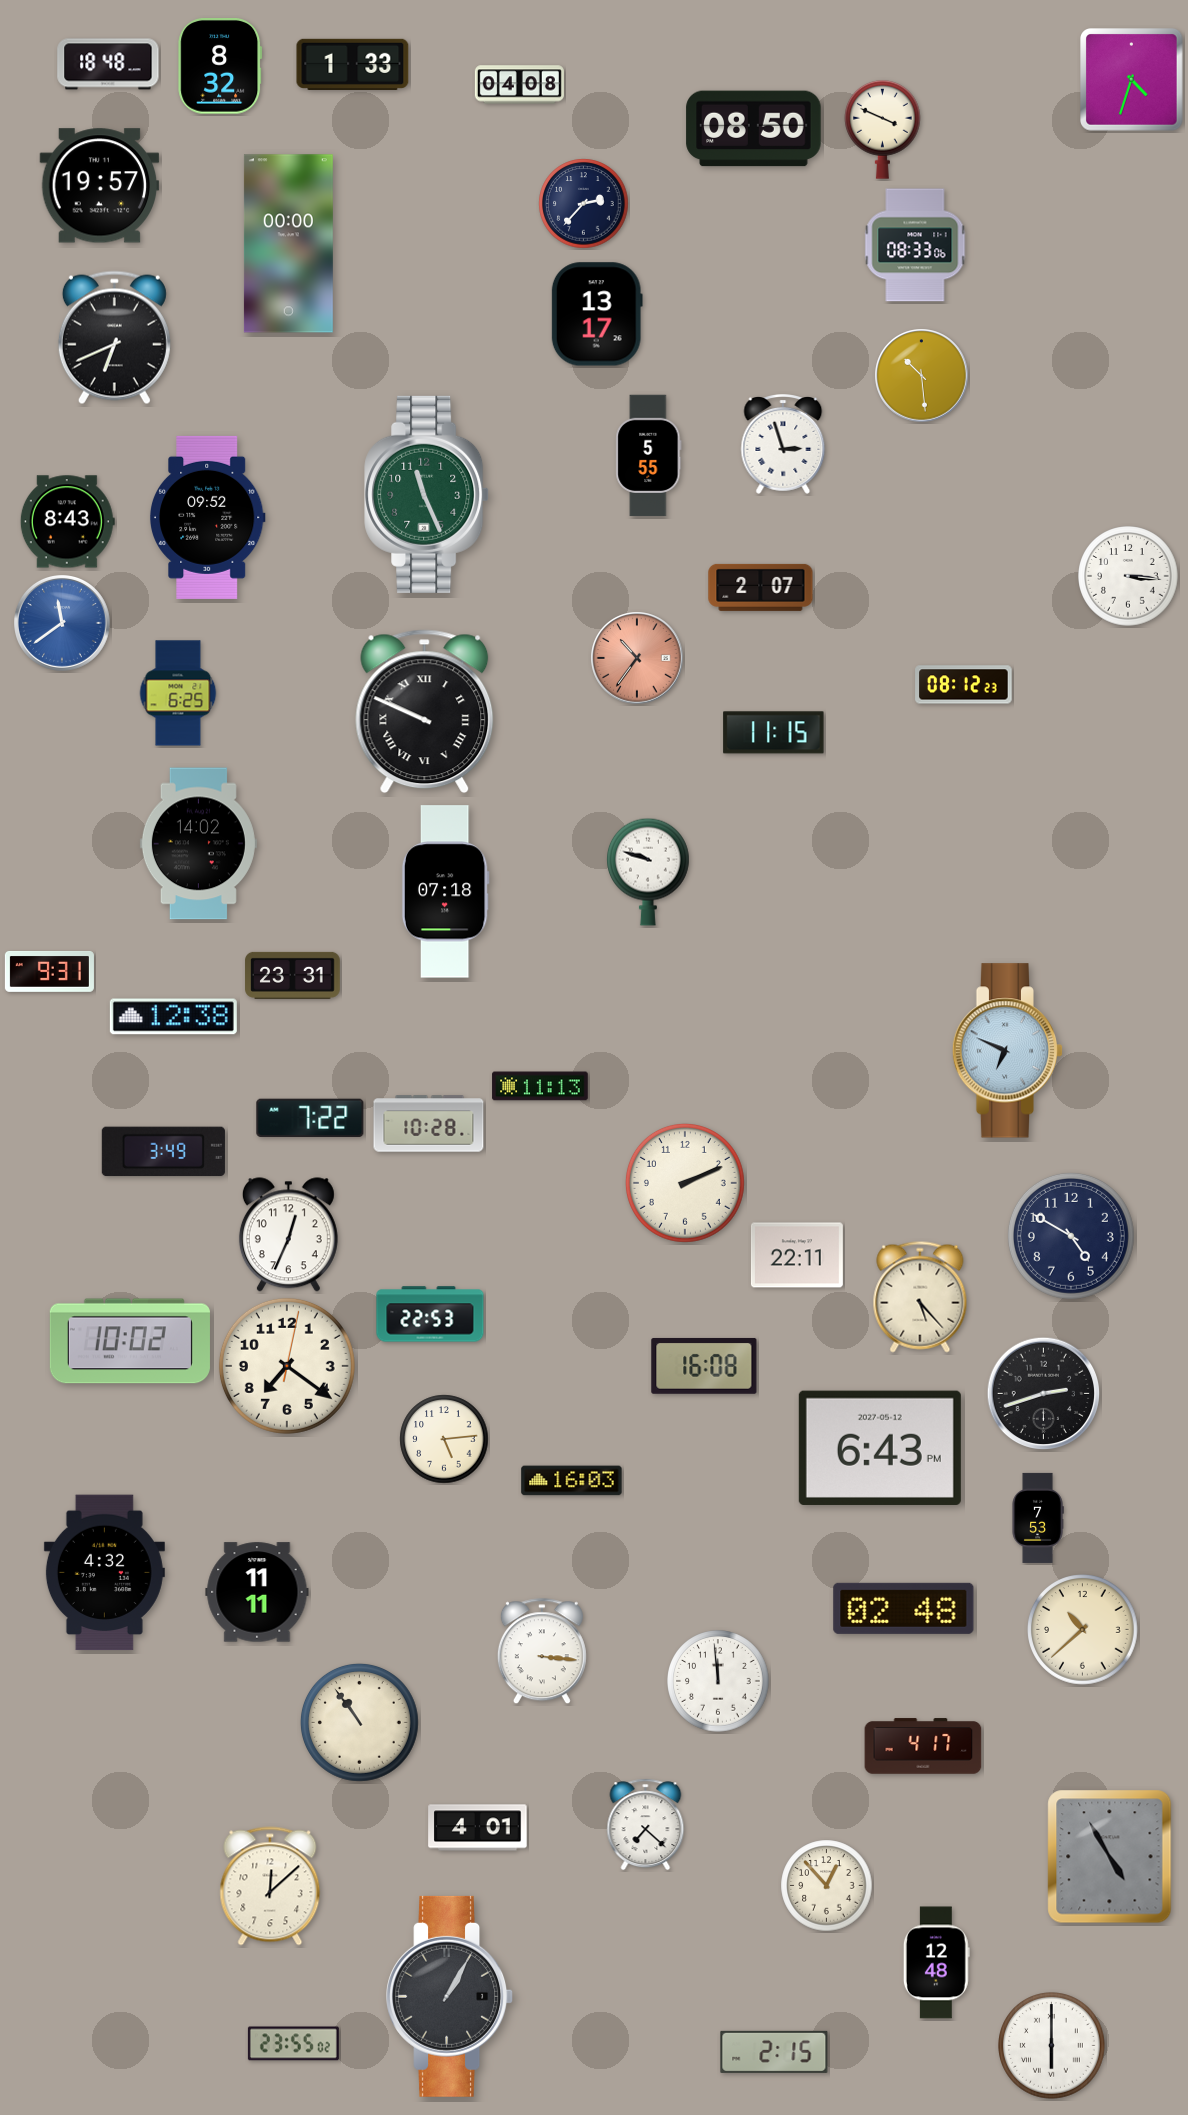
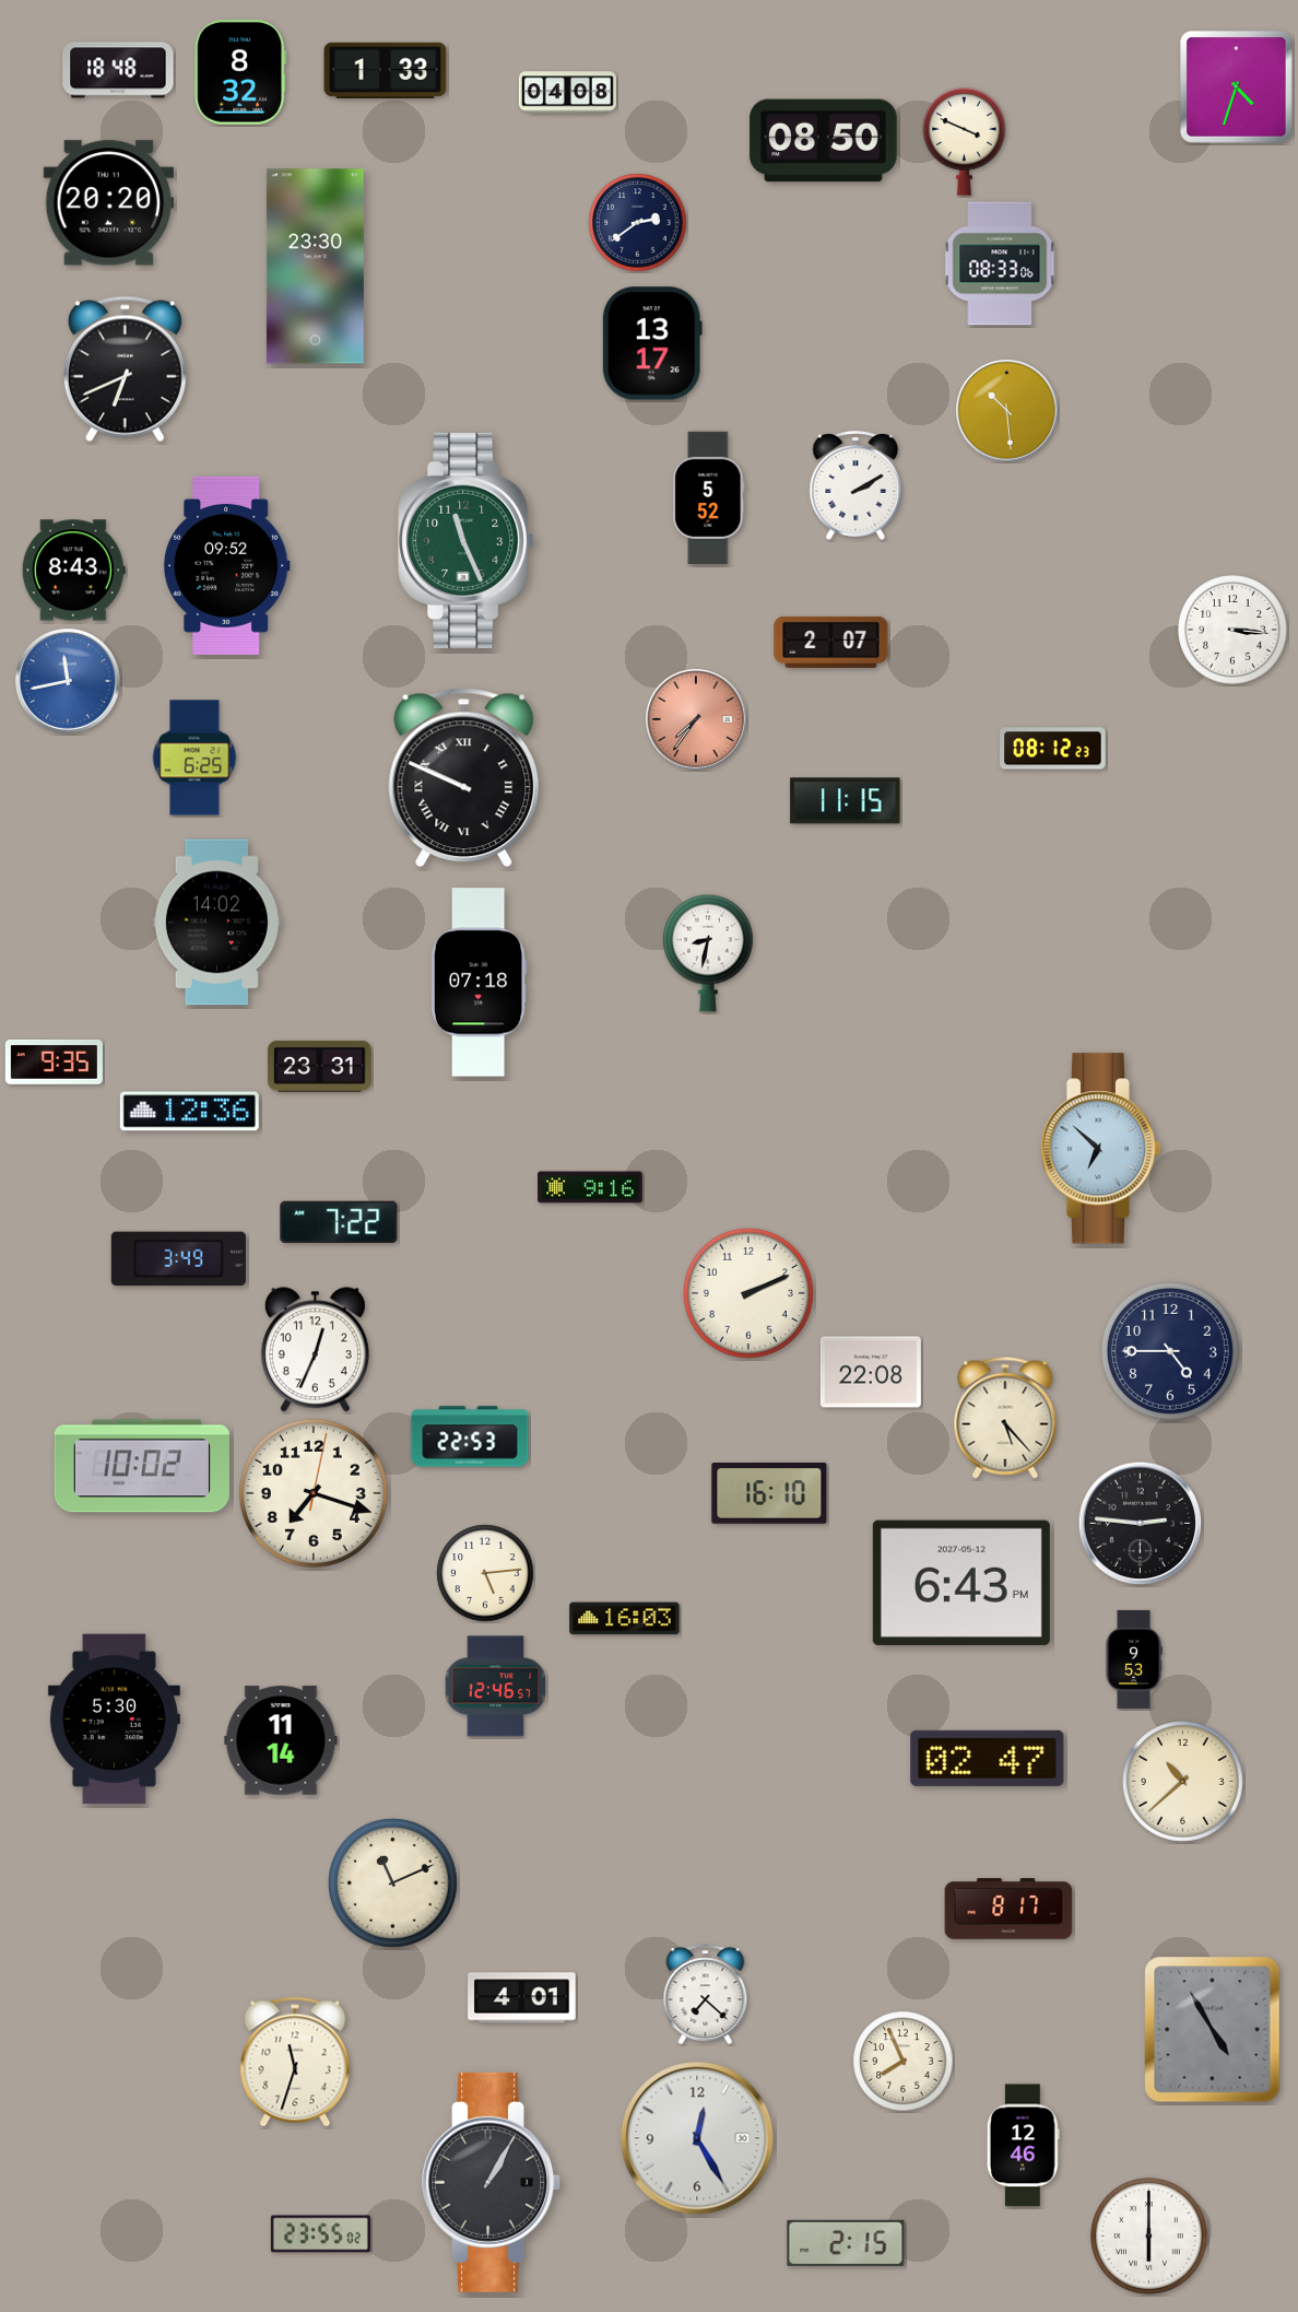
clock at (100, 186): 19:57 -> 20:20
clock at (584, 204): 2:37 -> 2:39
clock at (288, 244): 00:00 -> 23:30
clock at (915, 245) position: (915, 245) -> (1000, 263)
clock at (783, 445): 2:57 -> 2:10
clock at (649, 456): 5:55 -> 5:52
clock at (63, 624): 11:39 -> 11:43
clock at (637, 658): 10:36 -> 7:36
clock at (649, 872): 9:48 -> 8:32
clock at (445, 892) position: (445, 892) -> (479, 983)
clock at (49, 971): 9:31 -> 9:35
clock at (173, 1017): 12:38 -> 12:36
clock at (1008, 1051): 6:49 -> 6:52
clock at (540, 1086): 11:13 -> 9:16
clock at (429, 1124): 10:28 -> none
clock at (1071, 1236): 4:50 -> 4:45
clock at (797, 1255): 22:11 -> 22:08
clock at (287, 1366): 7:21 -> 7:18
clock at (704, 1366): 16:08 -> 16:10
clock at (1043, 1393): 2:42 -> 2:46
clock at (1038, 1518): 7:53 -> 9:53
clock at (495, 1687): none -> 12:46
clock at (104, 1573): 4:32 -> 5:30
clock at (257, 1592): 11:11 -> 11:14
clock at (904, 1608): 02:48 -> 02:47
clock at (542, 1652): 3:16 -> none
clock at (718, 1681): 11:59 -> none
clock at (359, 1722): 10:54 -> 11:11
clock at (923, 1746): 4:17 -> 8:17
clock at (270, 1886): 12:08 -> 11:33
clock at (827, 1886): 12:53 -> 7:56
clock at (697, 2138): none -> 12:25
clock at (936, 1963): 12:48 -> 12:46
